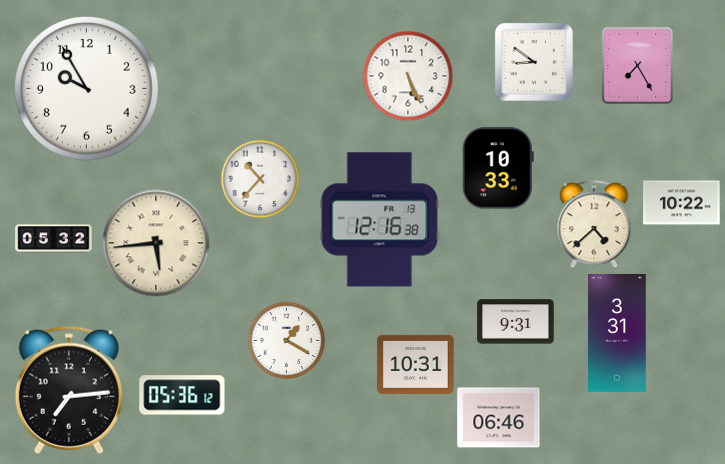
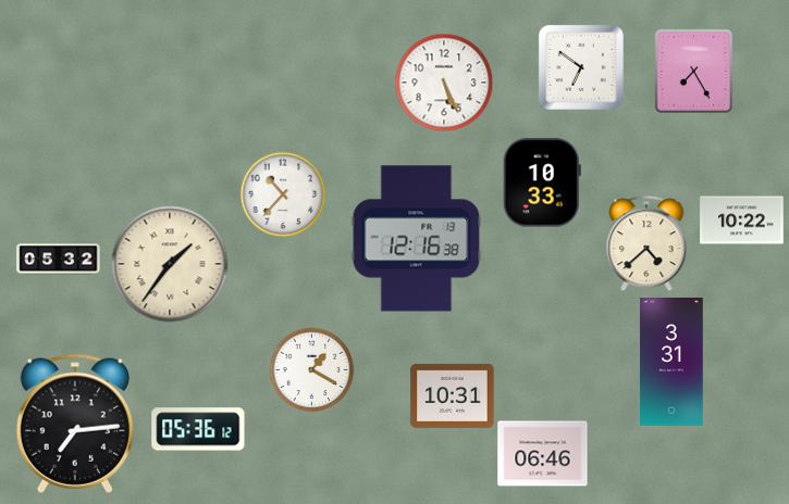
clock at (534, 62): 8:51 -> 6:51
clock at (87, 89): 9:55 -> none
clock at (380, 220) position: (380, 220) -> (417, 239)
clock at (156, 243): 5:44 -> 1:36
clock at (516, 322): 9:31 -> none
